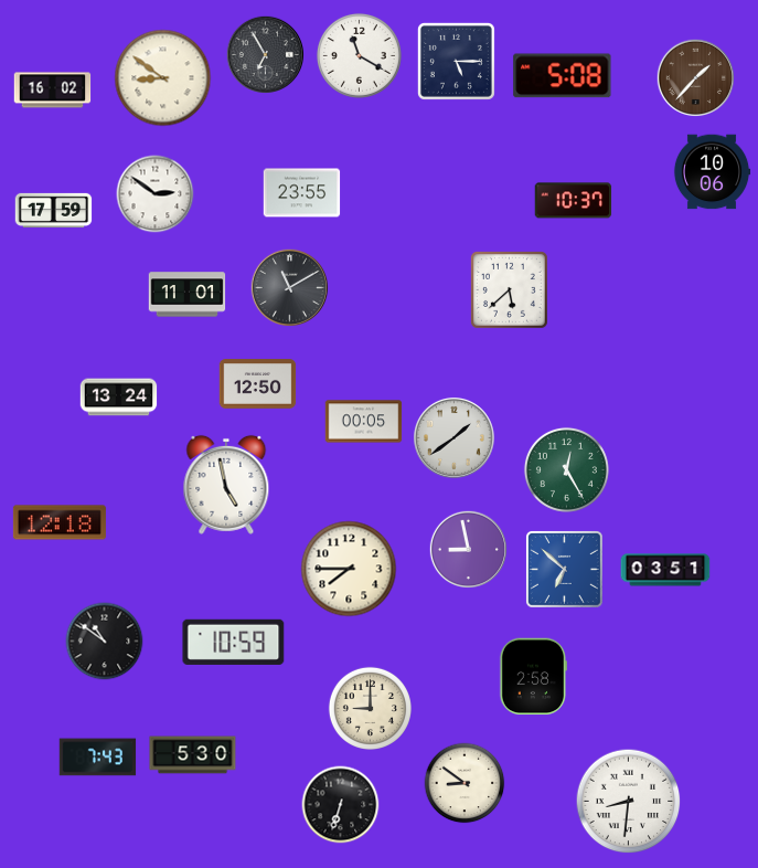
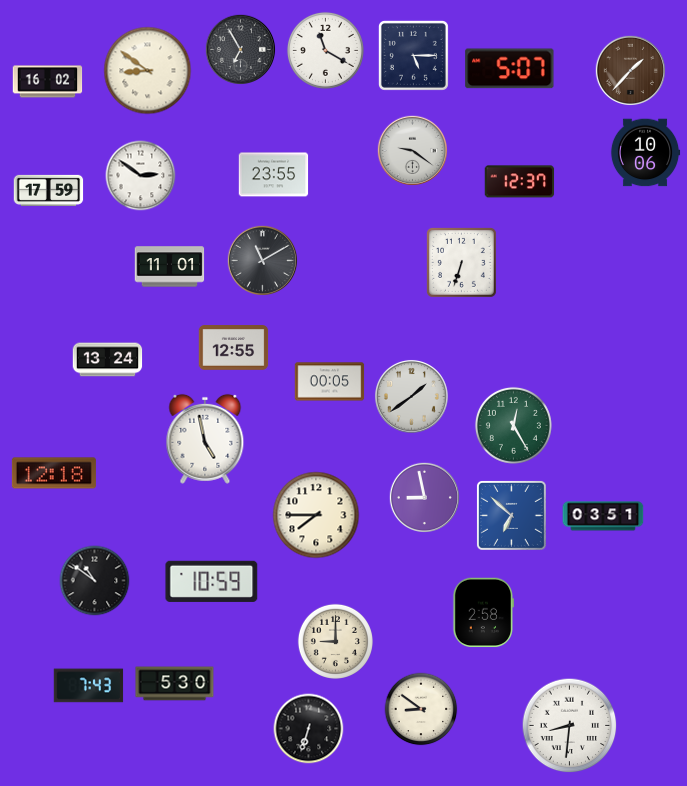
clock at (563, 76): 5:08 -> 5:07
clock at (412, 150): none -> 9:21
clock at (712, 172) position: (712, 172) -> (645, 153)
clock at (574, 201): 10:37 -> 12:37
clock at (509, 289): 5:38 -> 6:33
clock at (258, 384): 12:50 -> 12:55
